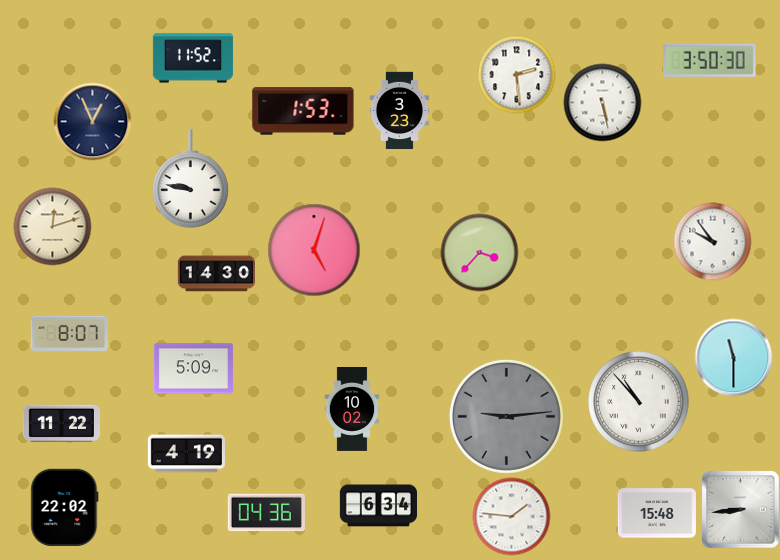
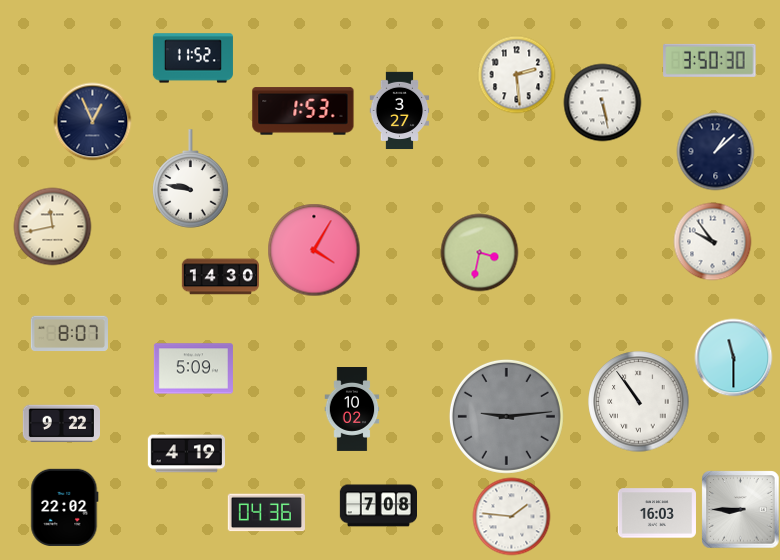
clock at (400, 110): 3:23 -> 3:27
clock at (715, 151): none -> 1:08
clock at (52, 226): 12:12 -> 11:43
clock at (314, 250): 5:03 -> 4:05
clock at (479, 252): 3:37 -> 3:32
clock at (216, 274) position: (216, 274) -> (220, 277)
clock at (639, 402): 10:53 -> 10:54
clock at (61, 424): 11:22 -> 9:22
clock at (378, 506): 6:34 -> 7:08
clock at (740, 509): 8:44 -> 8:45
clock at (657, 513): 15:48 -> 16:03
